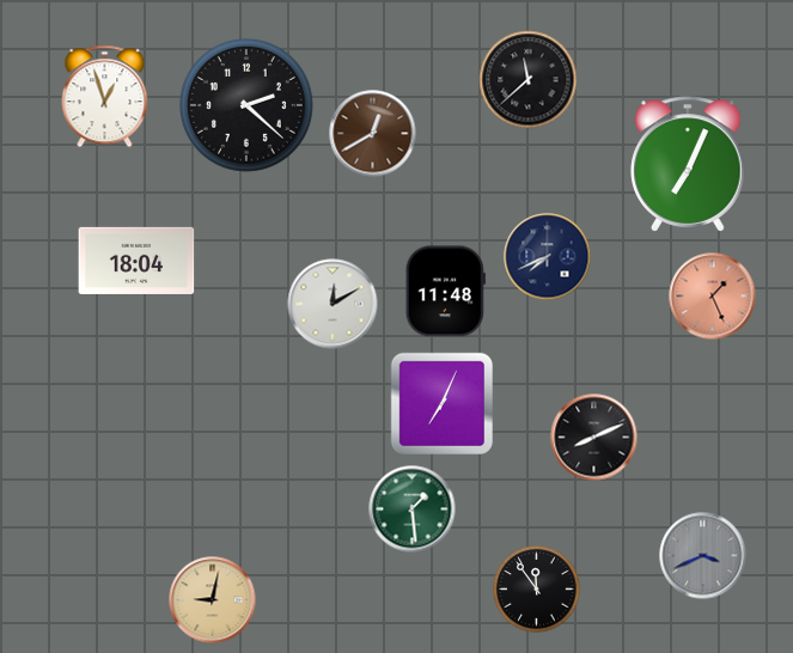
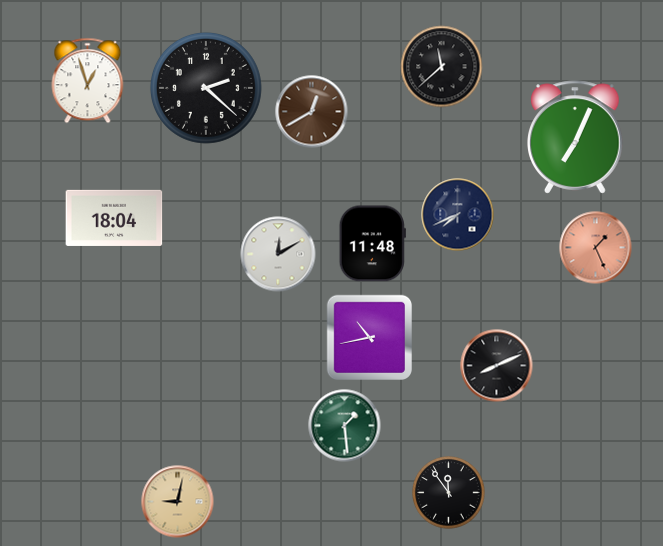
clock at (441, 403): 7:04 -> 10:43
clock at (703, 556): 3:41 -> none
